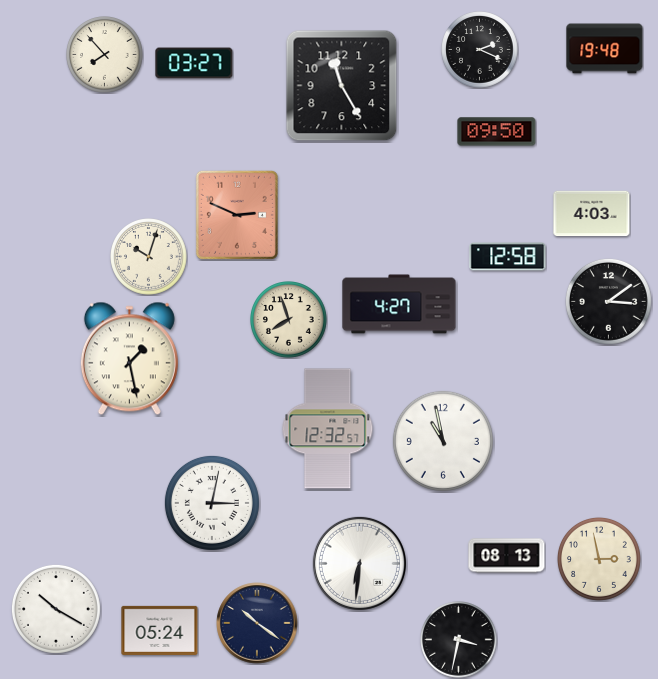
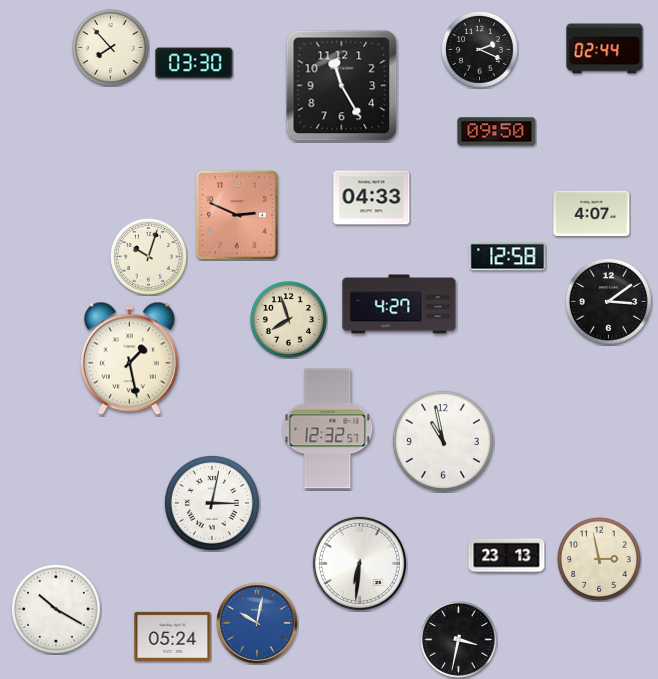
clock at (605, 49): 19:48 -> 02:44
clock at (105, 55) position: (105, 55) -> (111, 48)
clock at (194, 63): 03:27 -> 03:30
clock at (372, 198): none -> 04:33
clock at (592, 214): 4:03 -> 4:07
clock at (507, 556): 08:13 -> 23:13
clock at (257, 623): 10:21 -> 10:02
clock at (257, 623) dial: navy -> blue
clock at (160, 630) position: (160, 630) -> (173, 636)
